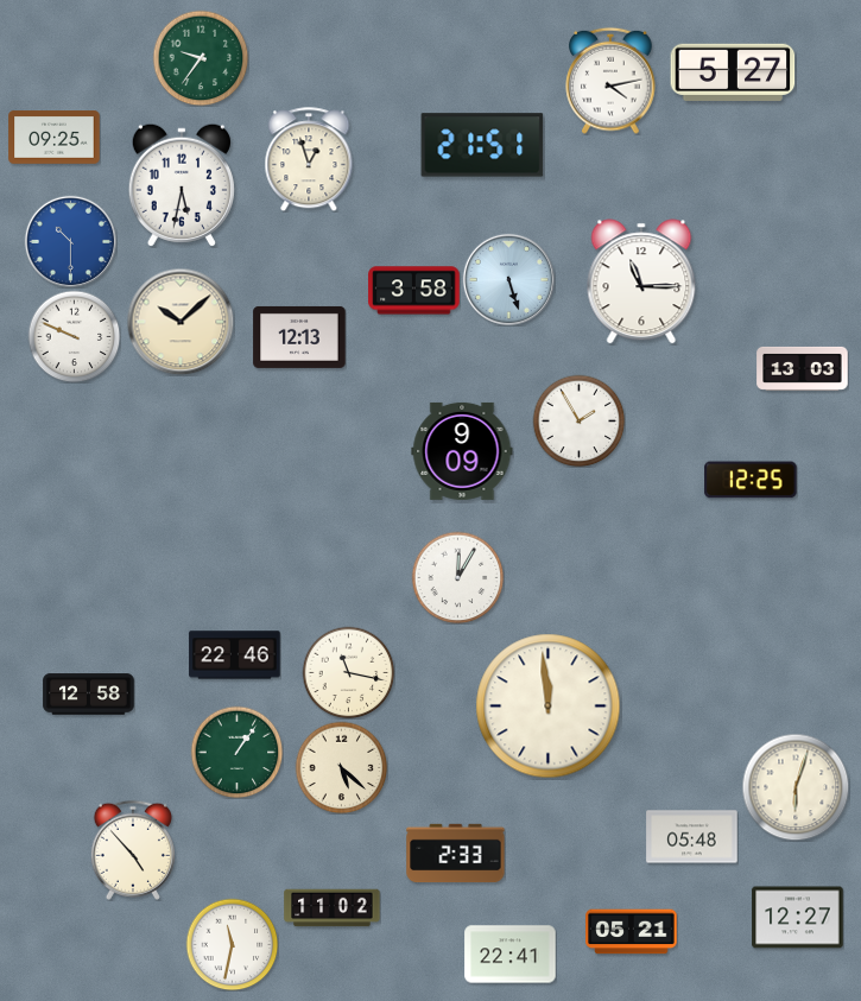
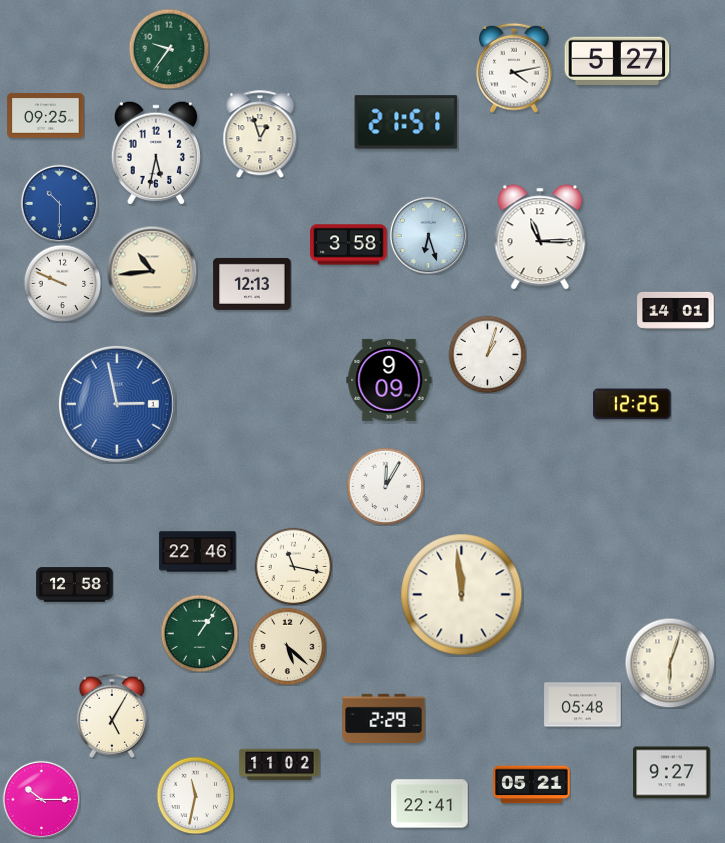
clock at (182, 185) position: (182, 185) -> (156, 153)
clock at (508, 279): 5:27 -> 6:27
clock at (181, 322): 10:08 -> 10:44
clock at (803, 368): 13:03 -> 14:01
clock at (578, 420): 1:55 -> 1:03
clock at (117, 404): none -> 2:58
clock at (133, 850): 4:53 -> 5:05
clock at (456, 854): 2:33 -> 2:29
clock at (798, 918): 12:27 -> 9:27
clock at (41, 799): none -> 10:15
